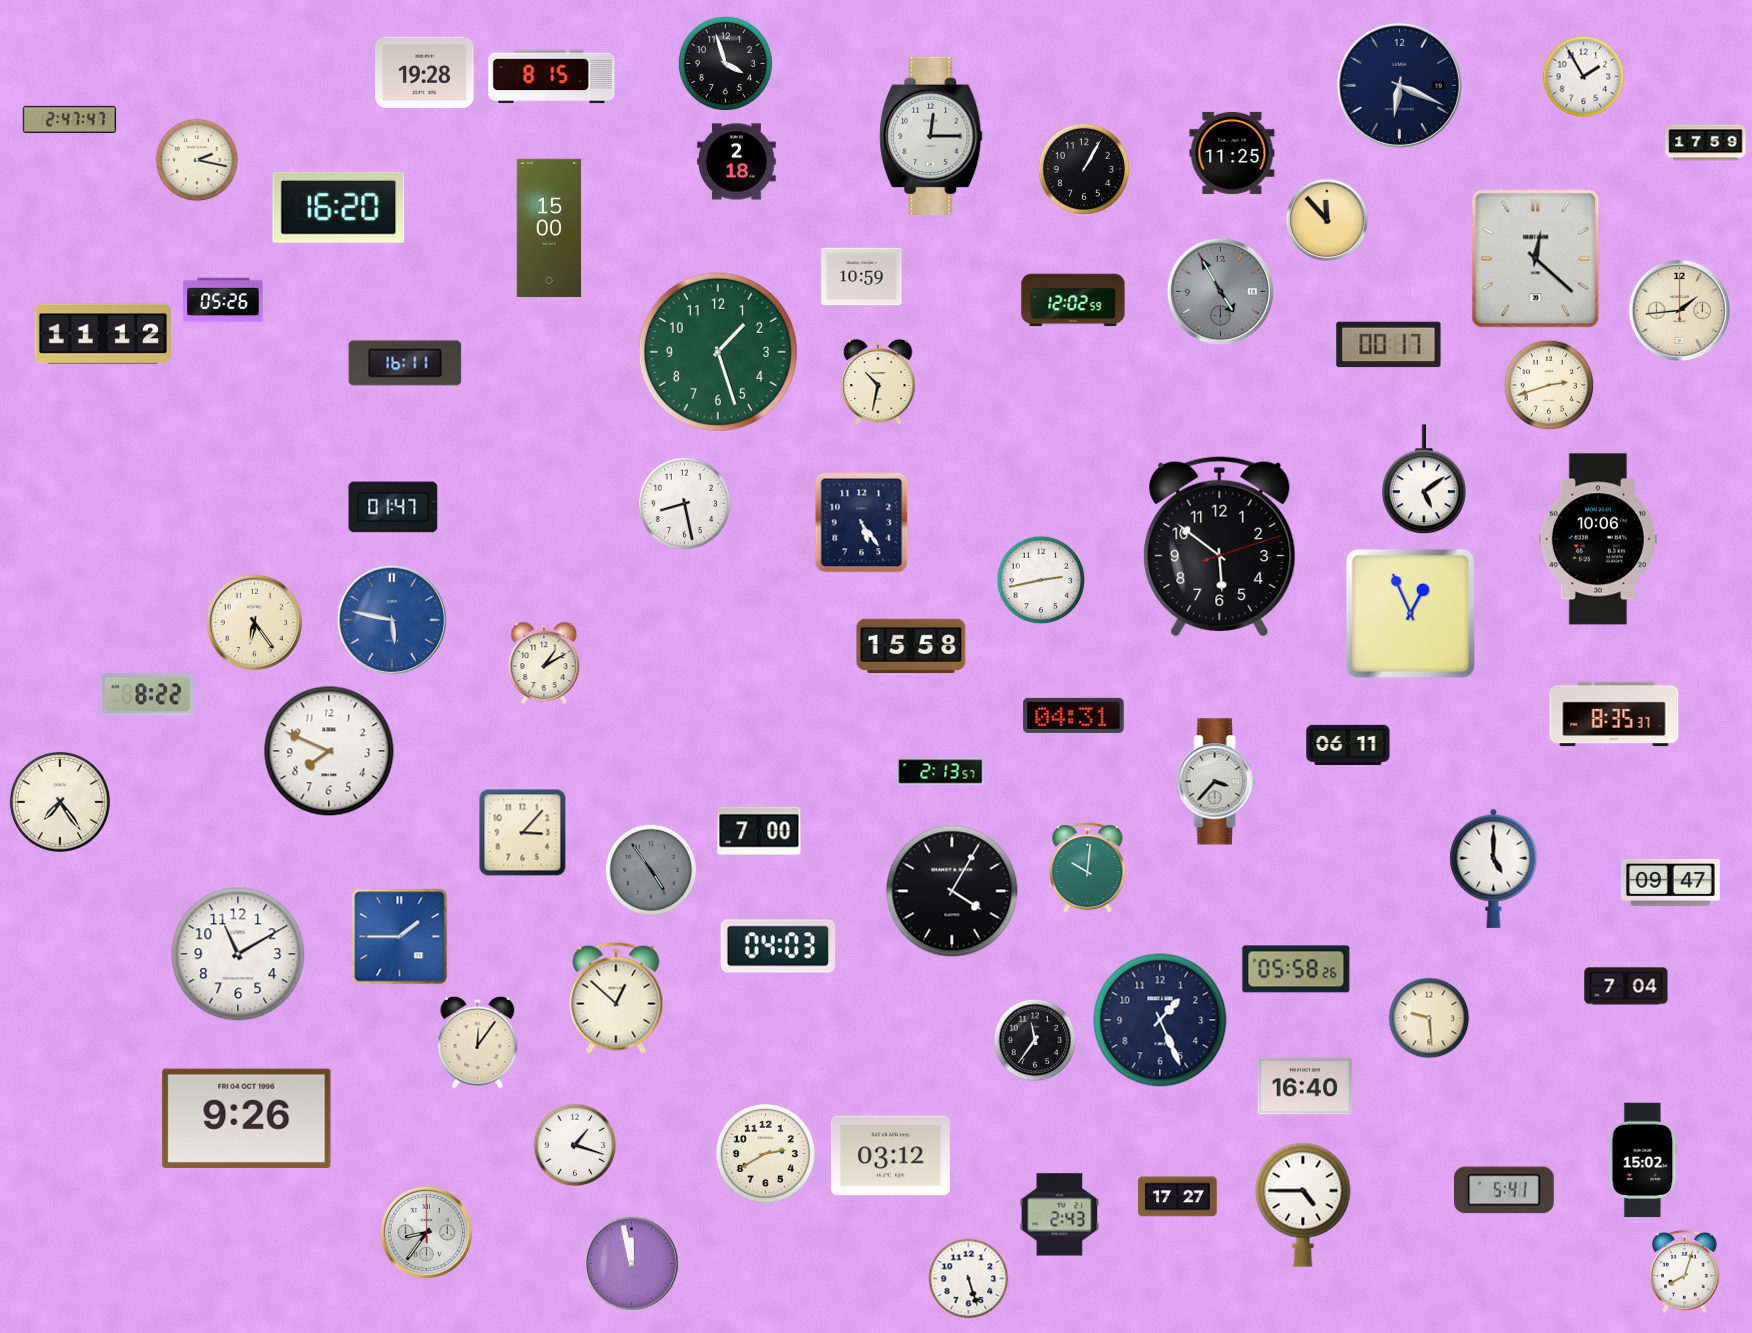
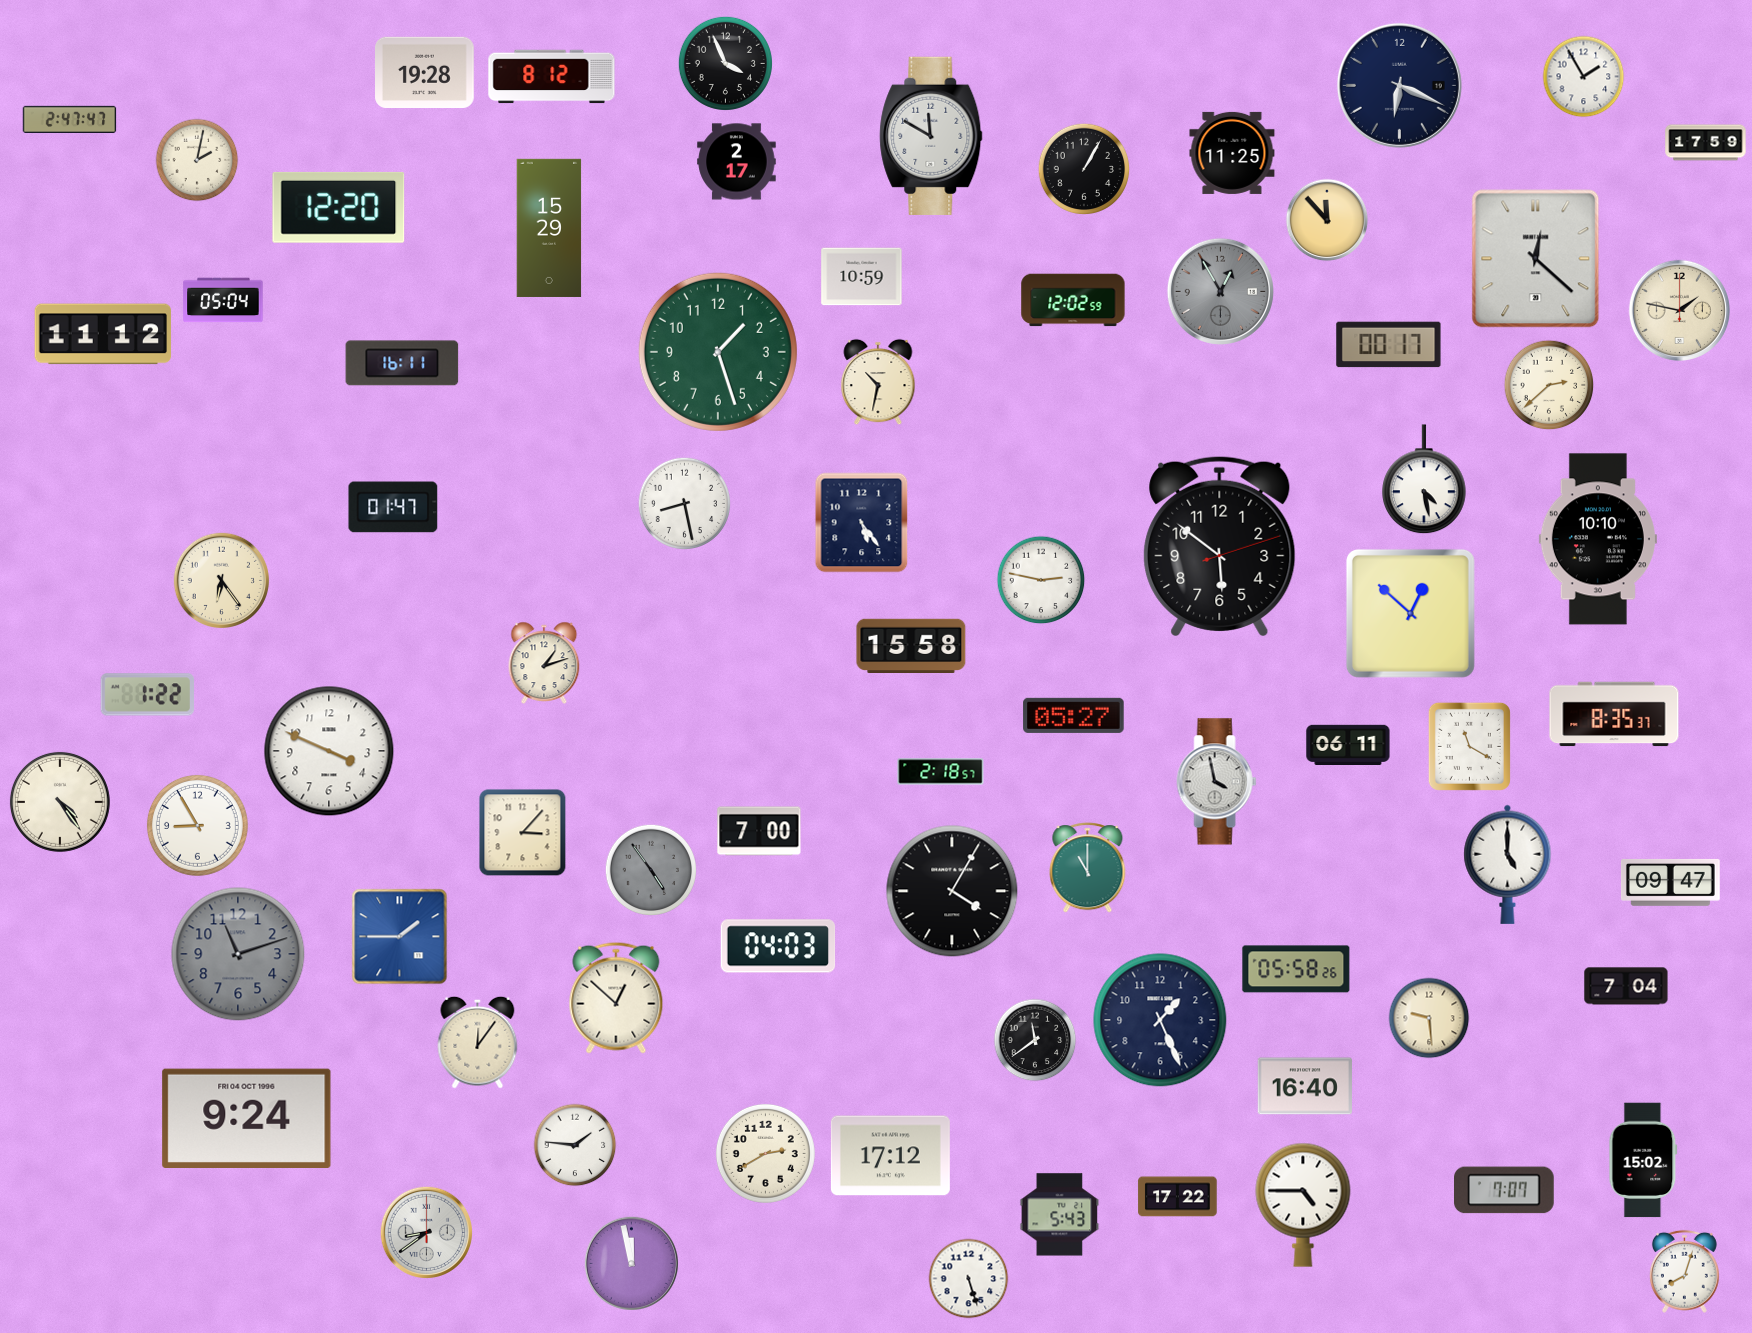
clock at (725, 63): 3:57 -> 3:56
clock at (552, 77): 8:15 -> 8:12
clock at (931, 136): 12:15 -> 11:50
clock at (197, 160): 2:17 -> 2:02
clock at (737, 162): 2:18 -> 2:17
clock at (339, 207): 16:20 -> 12:20
clock at (549, 228): 15:00 -> 15:29
clock at (1220, 291): 4:55 -> 12:55
clock at (223, 300): 05:26 -> 05:04
clock at (1679, 310): 1:44 -> 1:47
clock at (405, 363) position: (405, 363) -> (402, 363)
clock at (1549, 385): 2:42 -> 2:38
clock at (1424, 480): 5:09 -> 4:28
clock at (1598, 539): 10:06 -> 10:10
clock at (1041, 580): 2:43 -> 2:47
clock at (1410, 613): 12:56 -> 12:52
clock at (392, 620): 5:47 -> none
clock at (254, 622) position: (254, 622) -> (221, 580)
clock at (544, 662): 1:10 -> 1:12
clock at (148, 695): 8:22 -> 1:22
clock at (1074, 715): 04:31 -> 05:27
clock at (1469, 746): none -> 11:20
clock at (329, 751): 7:49 -> 3:49
clock at (941, 772): 2:13 -> 2:18
clock at (1217, 782): 3:37 -> 3:58
clock at (60, 802): 7:24 -> 4:24
clock at (197, 825): none -> 8:55
clock at (1088, 868): 10:01 -> 11:00
clock at (1494, 868) position: (1494, 868) -> (1508, 864)
clock at (238, 954): 11:10 -> 11:12
clock at (238, 954) dial: white -> grey
clock at (1035, 1040): 11:36 -> 11:39
clock at (247, 1118): 9:26 -> 9:24
clock at (575, 1145): 1:18 -> 1:46
clock at (890, 1156): 03:12 -> 17:12
clock at (1505, 1190): 5:41 -> 7:07
clock at (1178, 1197): 17:27 -> 17:22
clock at (1060, 1215): 2:43 -> 5:43
clock at (426, 1232): 8:36 -> 8:39
